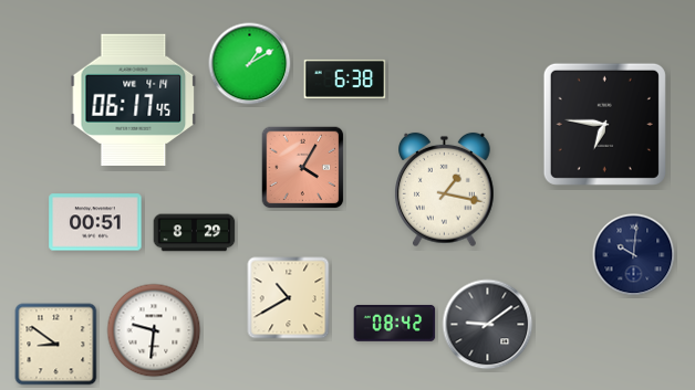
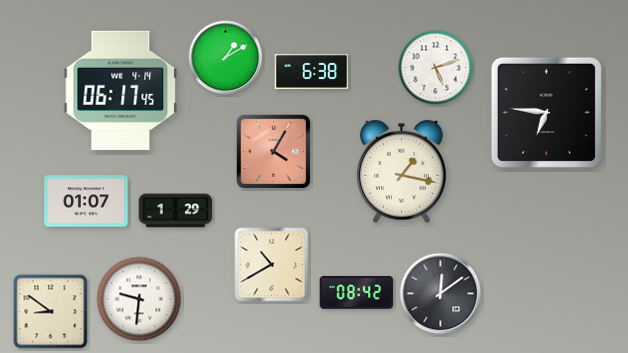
clock at (436, 68): none -> 5:12
clock at (95, 222): 00:51 -> 01:07
clock at (195, 233): 8:29 -> 1:29
clock at (634, 255): 10:01 -> none
clock at (289, 298) position: (289, 298) -> (272, 265)
clock at (488, 325): 9:09 -> 12:09
